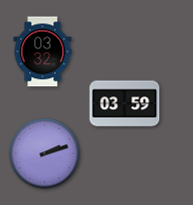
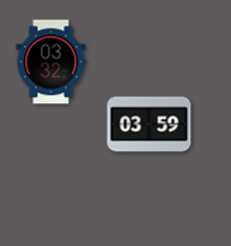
clock at (45, 154): 2:12 -> none
